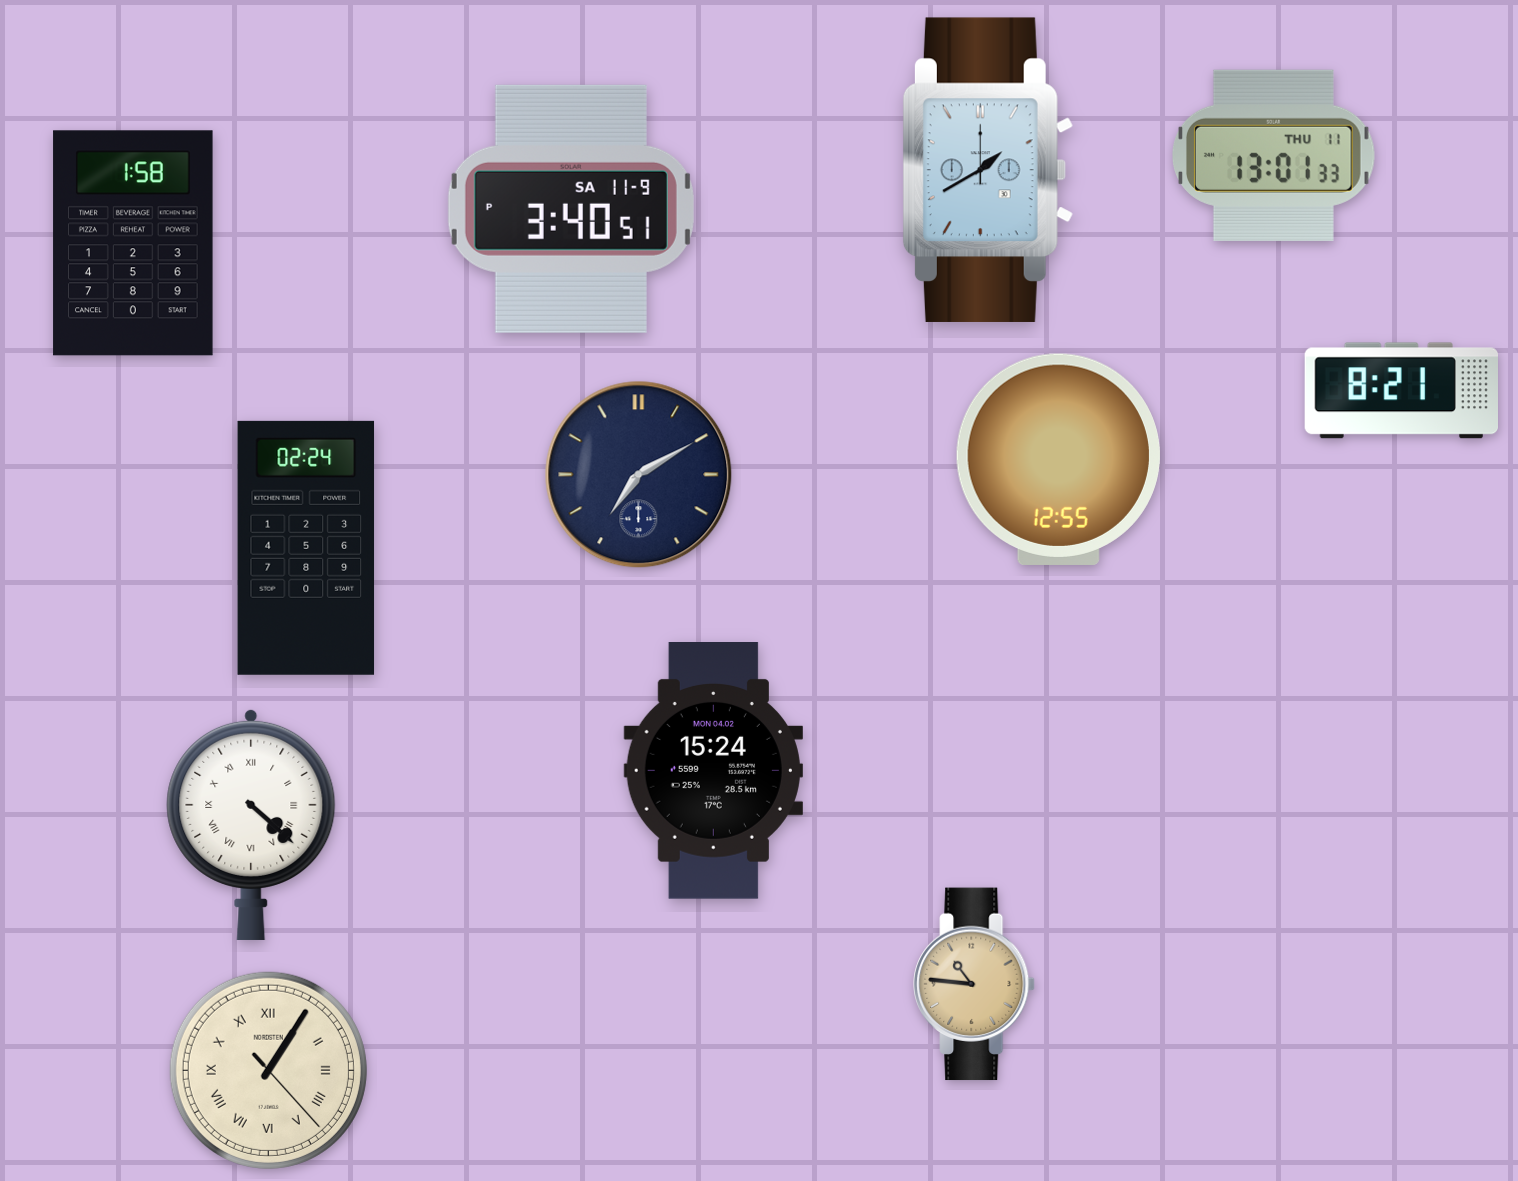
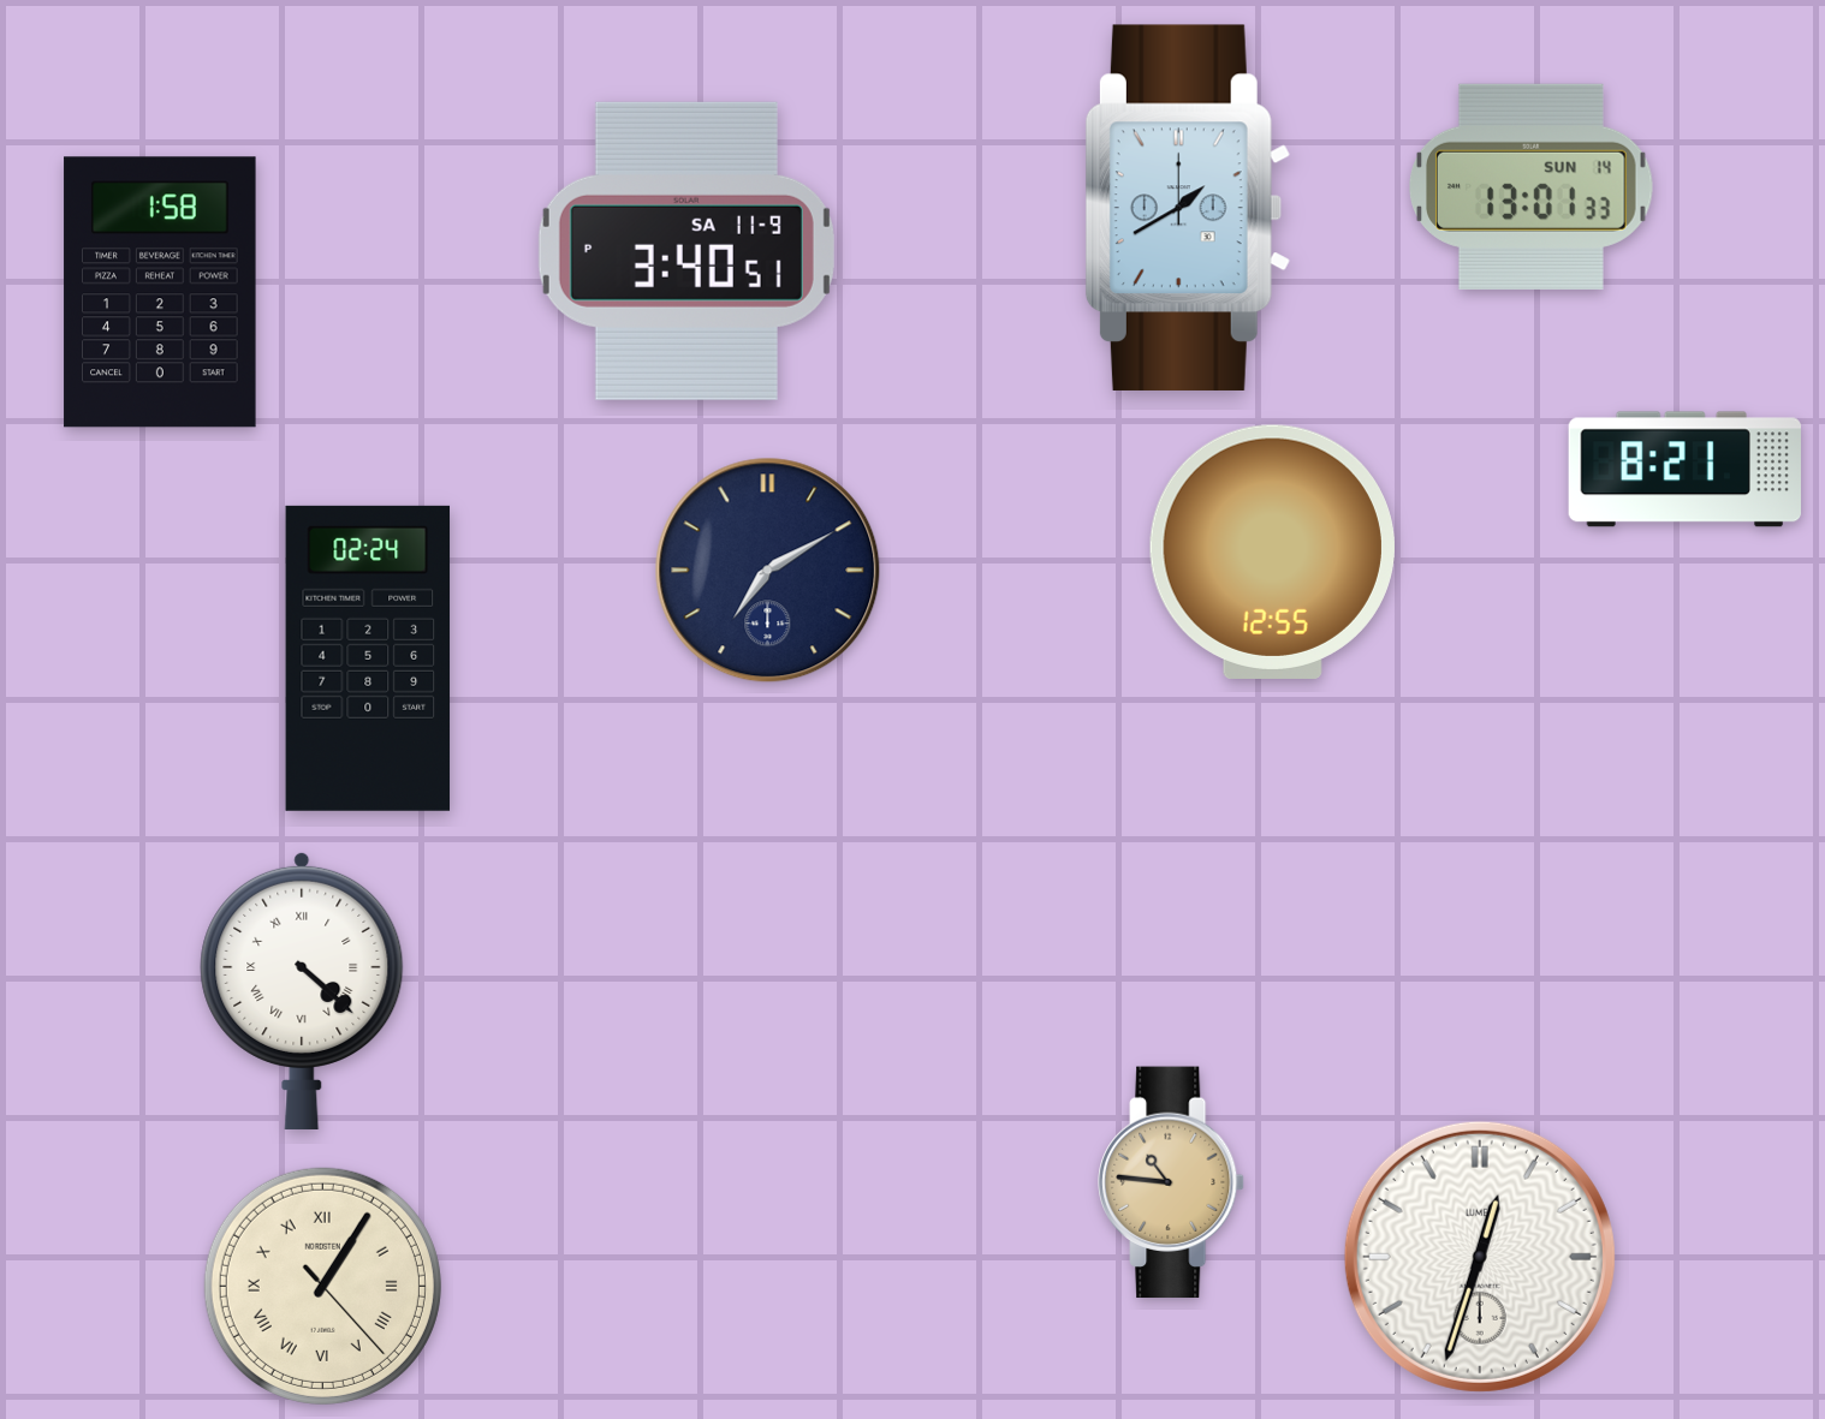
clock at (1274, 155) date: THU 11 -> SUN 14
clock at (988, 170) position: (988, 170) -> (1188, 208)
clock at (713, 771): 15:24 -> none
clock at (1480, 1257): none -> 12:33
